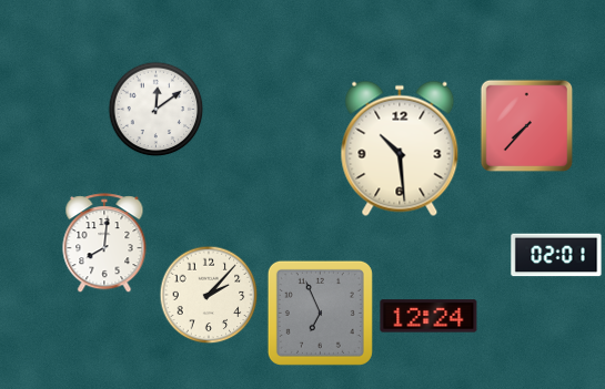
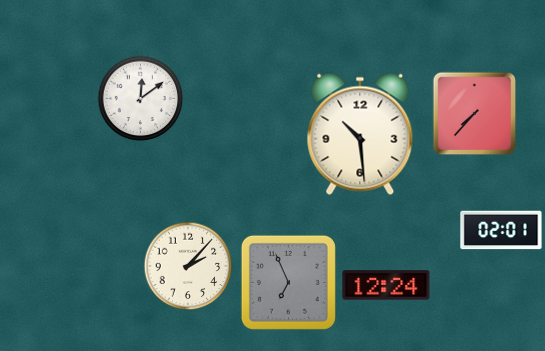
clock at (104, 243): 8:01 -> none
